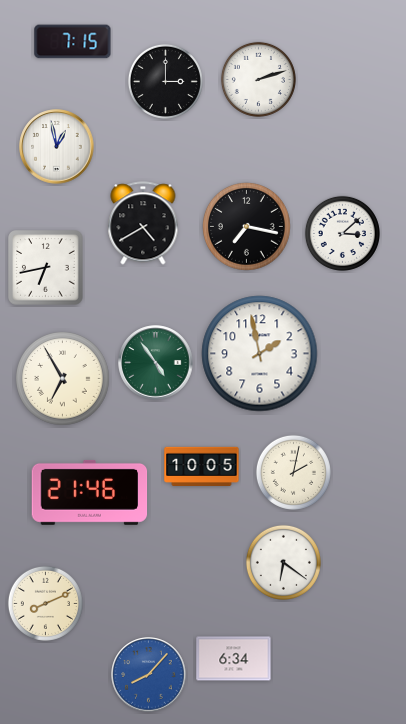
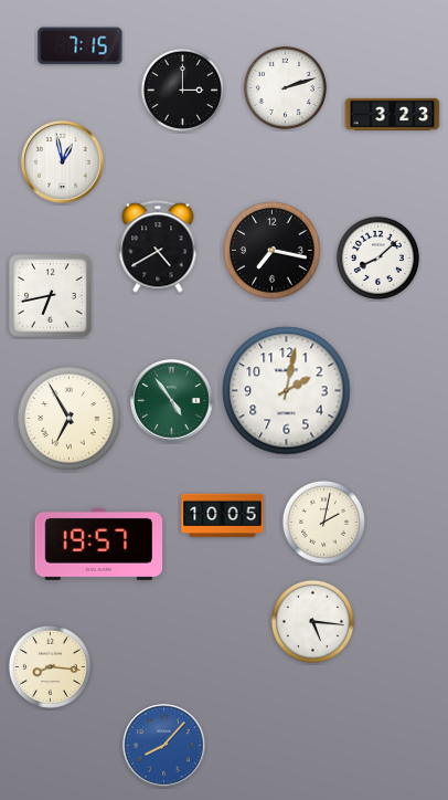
clock at (393, 114): none -> 3:23
clock at (342, 233): 3:08 -> 8:08
clock at (260, 354): 1:58 -> 2:02
clock at (90, 492): 21:46 -> 19:57
clock at (283, 562): 6:21 -> 5:16
clock at (45, 603): 8:11 -> 8:16
clock at (234, 659): 6:34 -> none
